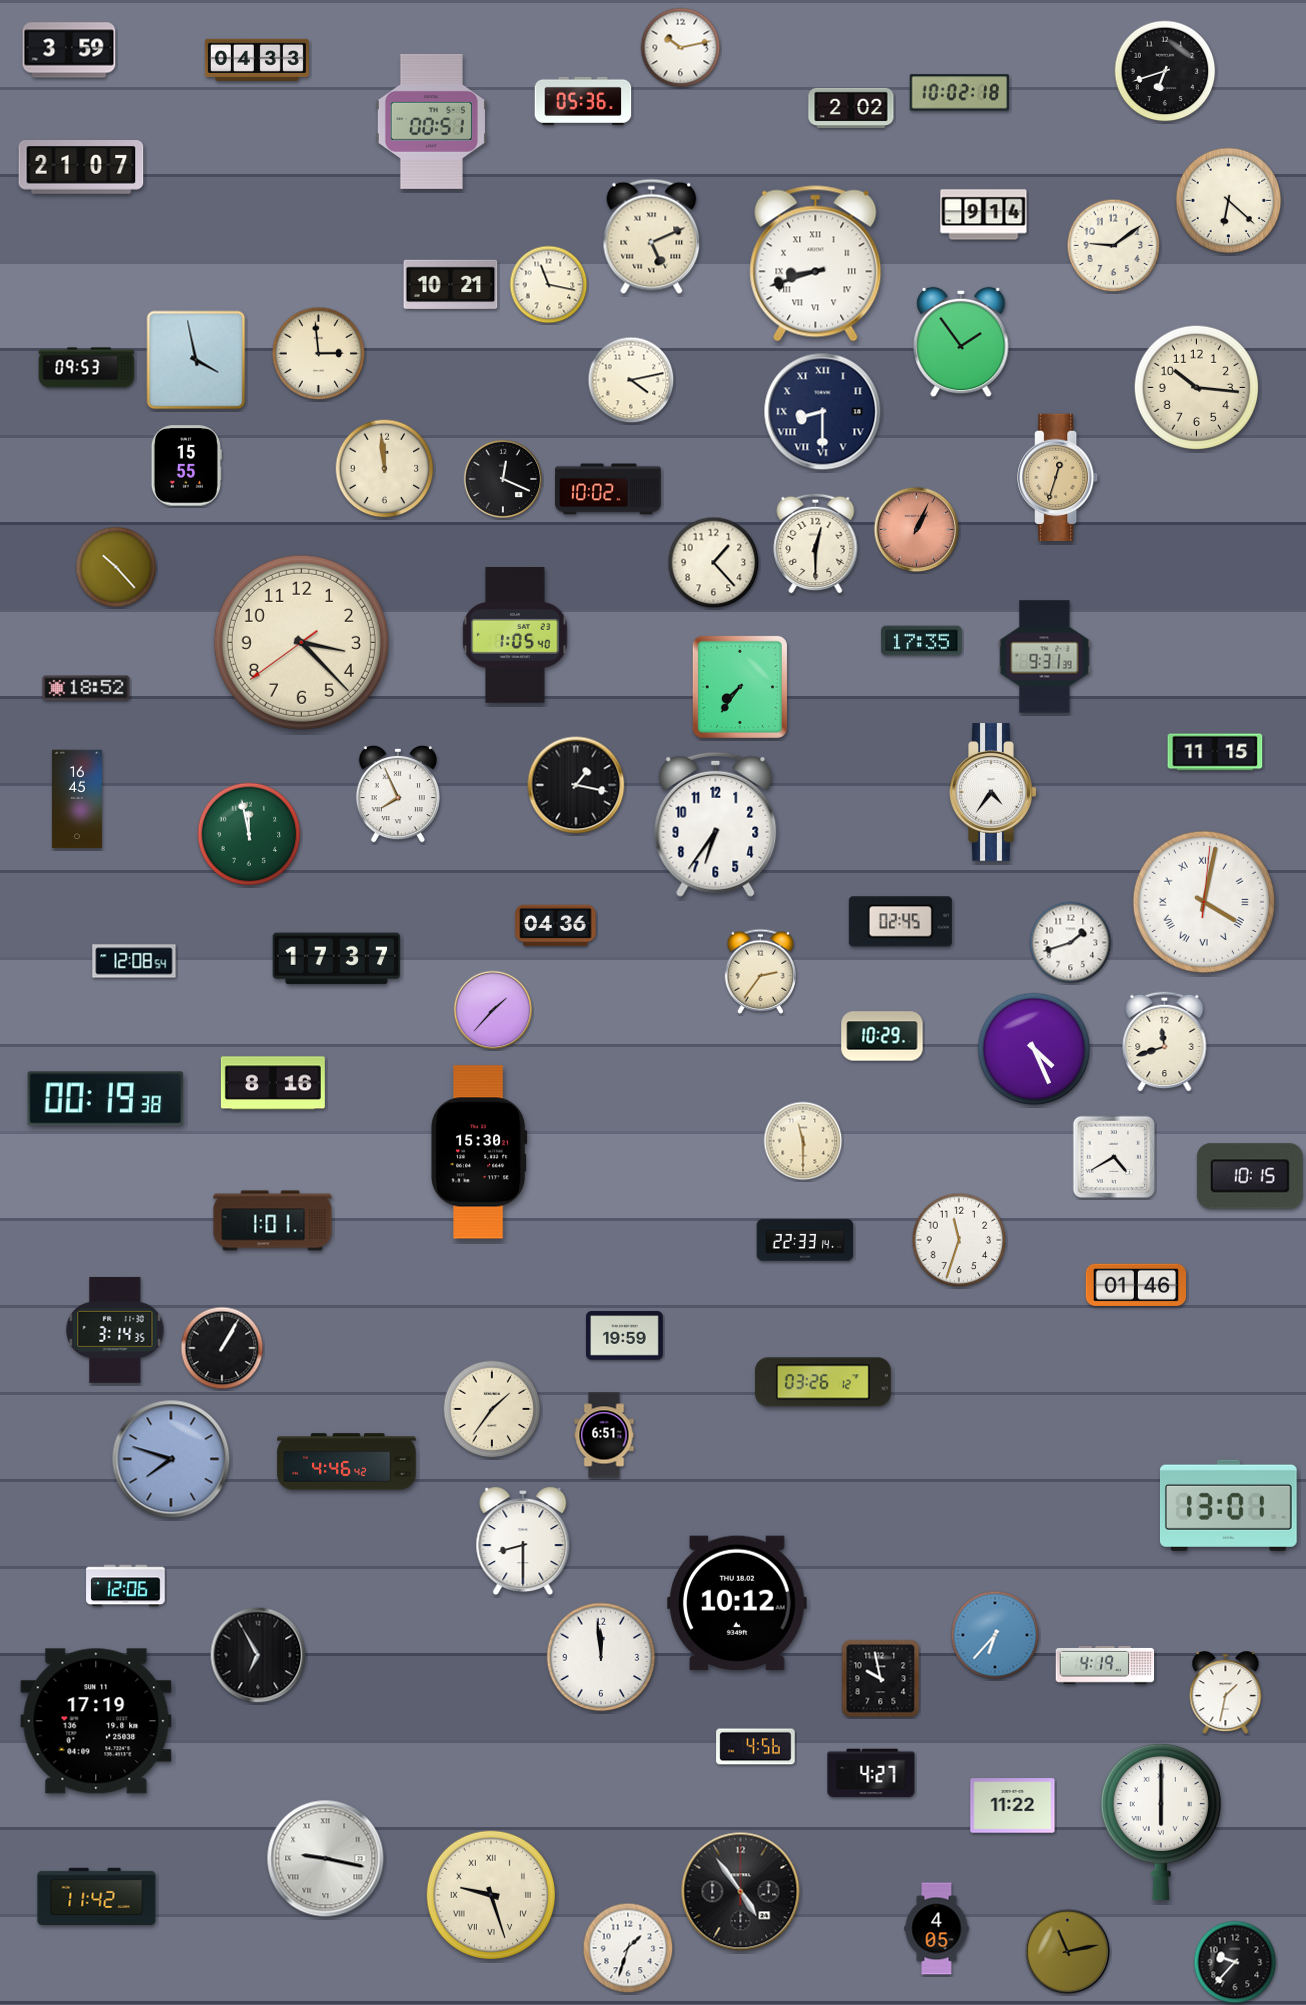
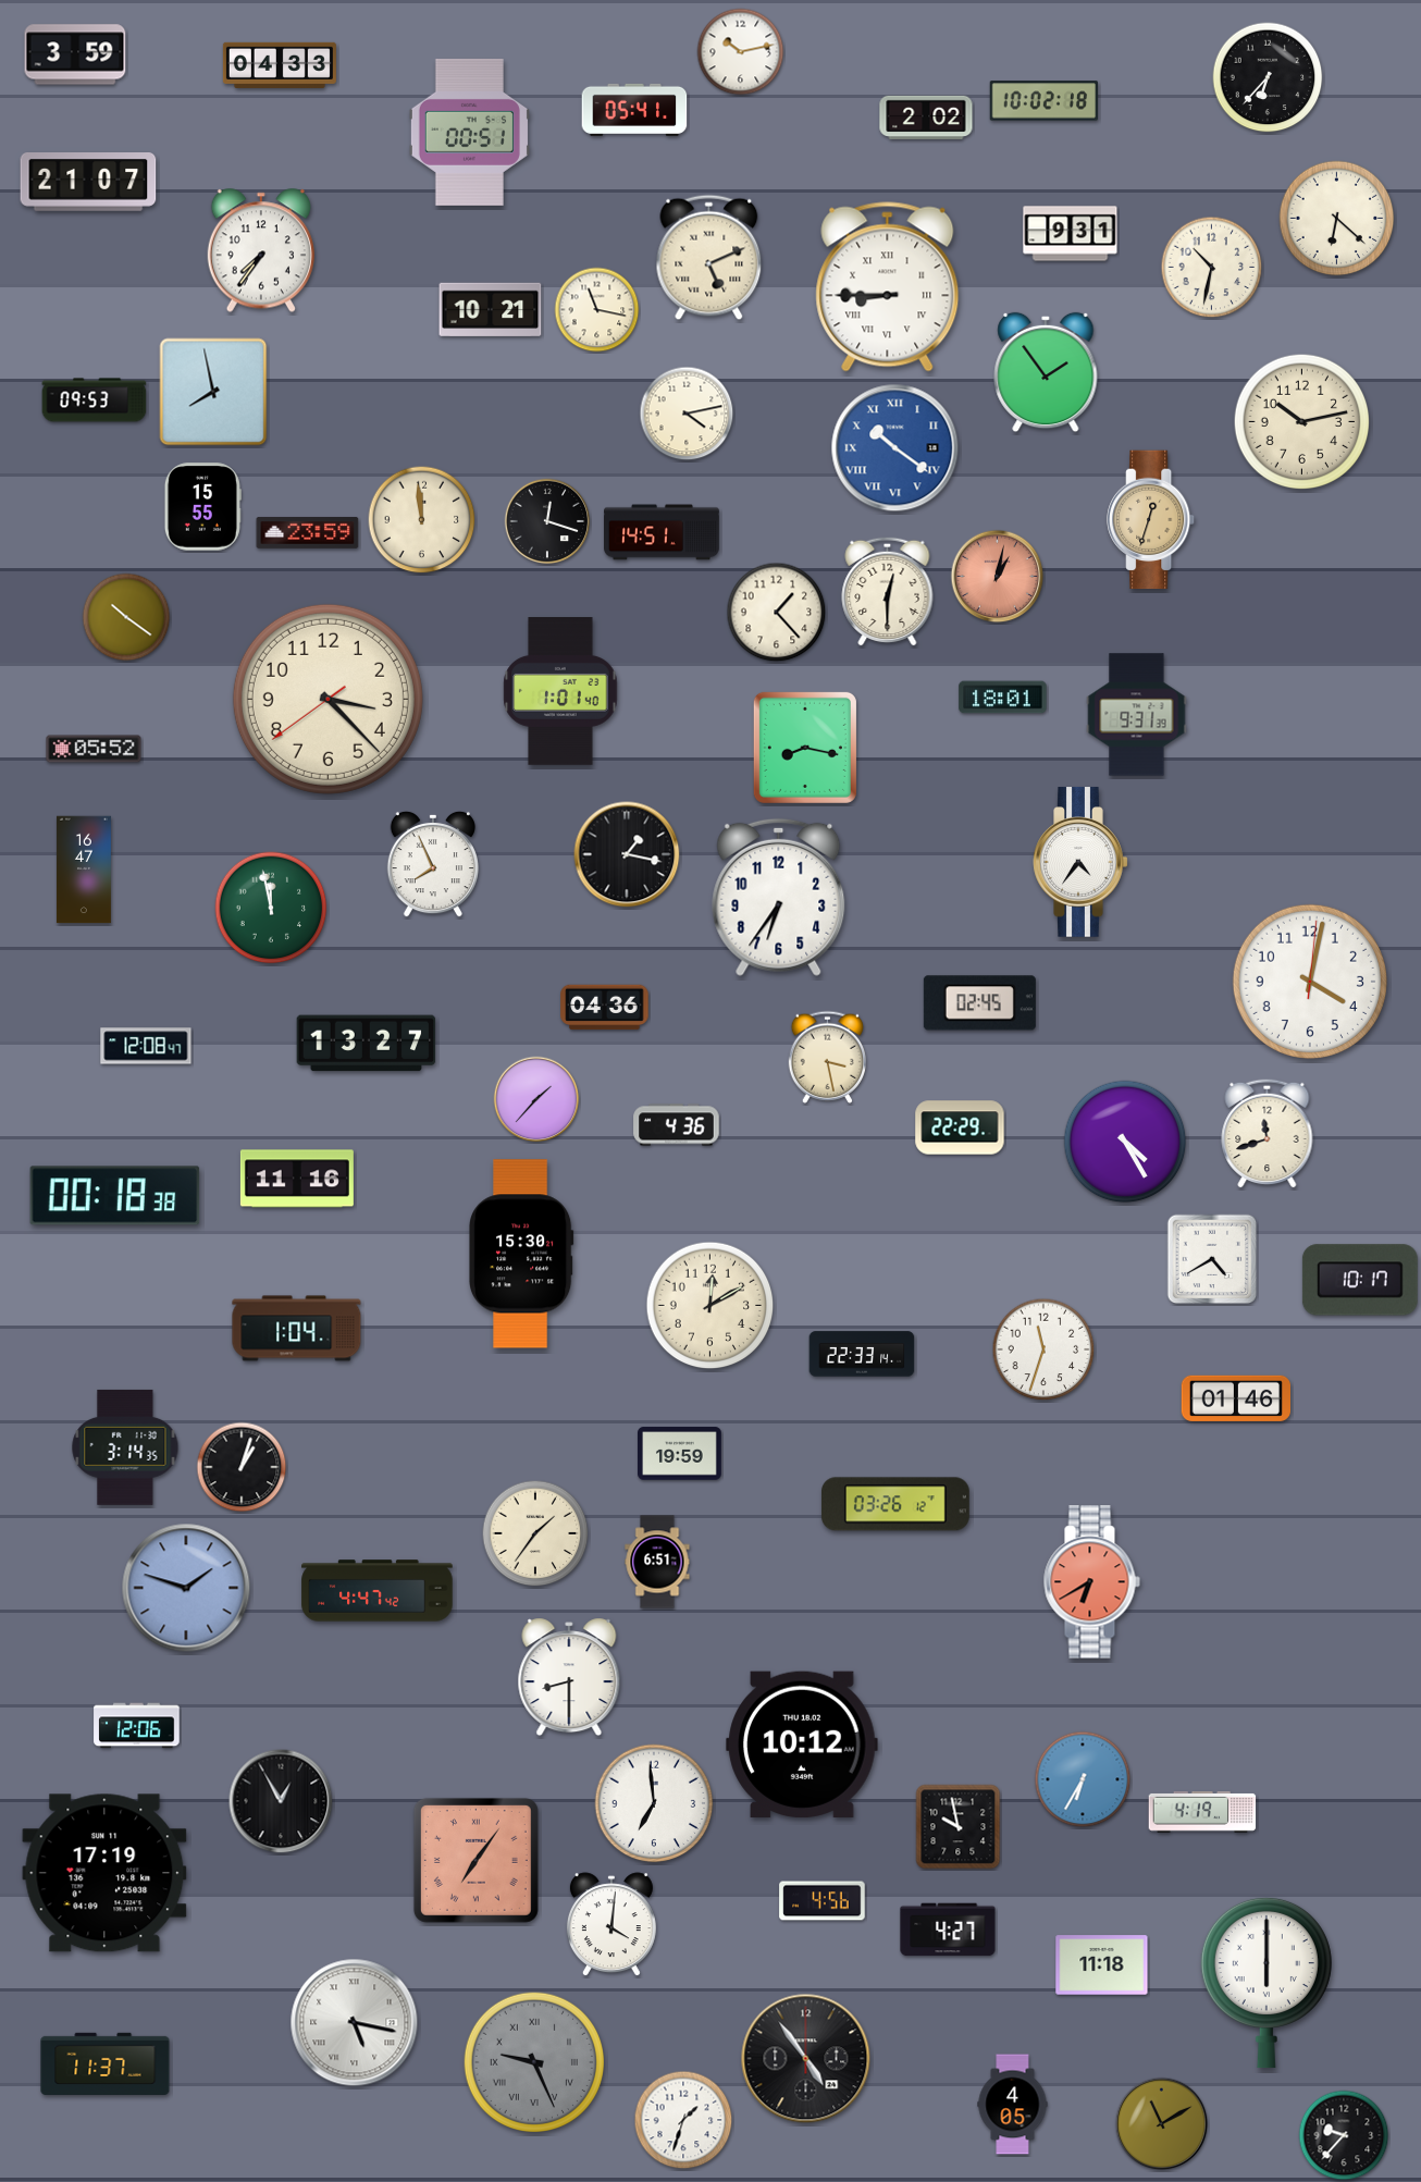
clock at (1165, 71): 6:42 -> 6:37
clock at (583, 101): 05:36 -> 05:41
clock at (984, 215): 9:14 -> 9:31
clock at (260, 250): none -> 7:36
clock at (1114, 246): 9:09 -> 10:32
clock at (816, 264): 8:42 -> 8:45
clock at (319, 354): 2:59 -> none
clock at (196, 360): 3:58 -> 7:58
clock at (1197, 388): 10:16 -> 10:13
clock at (823, 412): 8:30 -> 10:21
clock at (823, 412) dial: navy -> blue
clock at (385, 469) position: (385, 469) -> (422, 520)
clock at (503, 479): 12:19 -> 12:18
clock at (609, 489): 10:02 -> 14:51
clock at (308, 533): none -> 23:59
clock at (917, 530): 1:04 -> 1:02
clock at (116, 567): 10:23 -> 10:21
clock at (515, 636): 1:05 -> 1:01
clock at (922, 641): 17:35 -> 18:01
clock at (740, 687): 7:36 -> 8:17
clock at (86, 688): 18:52 -> 05:52
clock at (1215, 752): 11:15 -> none
clock at (77, 799): 16:45 -> 16:47
clock at (1204, 902) numerals: Roman -> Arabic
clock at (1071, 943): 1:42 -> none
clock at (337, 959): 17:37 -> 13:27
clock at (134, 961): 12:08:54 -> 12:08:47
clock at (761, 971): 2:36 -> 3:28
clock at (677, 1125): none -> 4:36
clock at (882, 1036): 10:29 -> 22:29
clock at (1034, 1049): 4:26 -> 4:25
clock at (273, 1083): 8:16 -> 11:16
clock at (106, 1099): 00:19 -> 00:18
clock at (803, 1141): 11:30 -> none
clock at (1250, 1176): 10:15 -> 10:17
clock at (710, 1306): none -> 12:10
clock at (273, 1221): 1:01 -> 1:04
clock at (805, 1240) position: (805, 1240) -> (862, 1354)
clock at (222, 1348): 1:05 -> 1:03
clock at (1091, 1582): none -> 6:40
clock at (171, 1459): 7:48 -> 1:48
clock at (347, 1462): 4:46 -> 4:47
clock at (1228, 1505): 13:01 -> none
clock at (995, 1635): 6:37 -> 6:35
clock at (258, 1655): 6:55 -> 12:55
clock at (601, 1657): 11:59 -> 6:59
clock at (1226, 1693): 1:32 -> none
clock at (475, 1860): none -> 7:06
clock at (611, 1925): none -> 4:01
clock at (1013, 1806): 11:22 -> 11:18
clock at (1161, 1822) position: (1161, 1822) -> (1266, 1983)
clock at (326, 1859): 9:17 -> 5:17
clock at (490, 1894): 9:27 -> 9:26
clock at (490, 1894) dial: cream -> grey
clock at (97, 1896): 11:42 -> 11:37
clock at (937, 1929) position: (937, 1929) -> (1013, 2105)
clock at (1068, 1952): 11:13 -> 11:10
